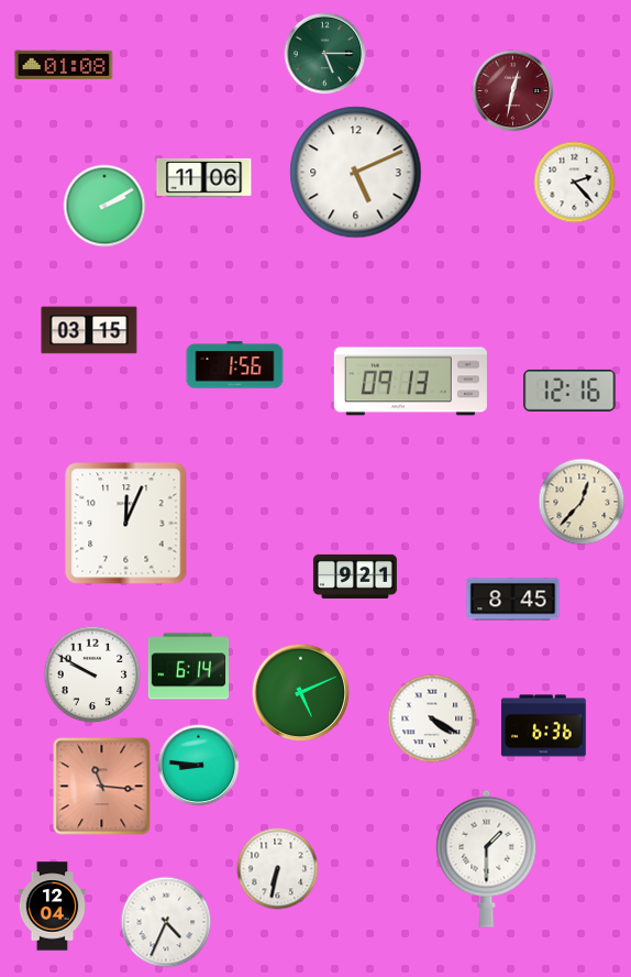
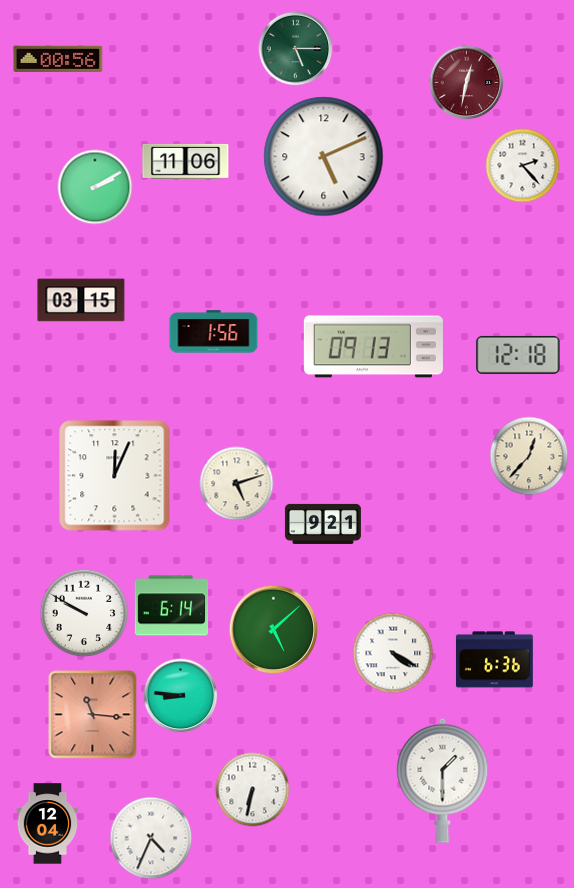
clock at (64, 64): 01:08 -> 00:56
clock at (569, 391): 12:16 -> 12:18
clock at (237, 484): none -> 5:12
clock at (513, 600): 8:45 -> none
clock at (301, 693): 5:11 -> 5:08
